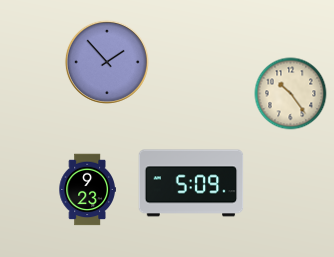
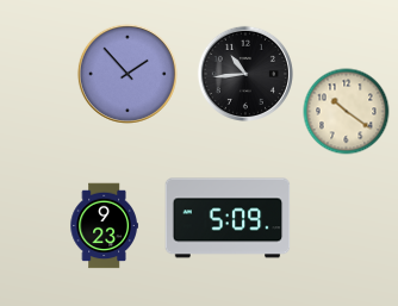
clock at (245, 74): none -> 10:44
clock at (291, 94): 10:24 -> 10:21
